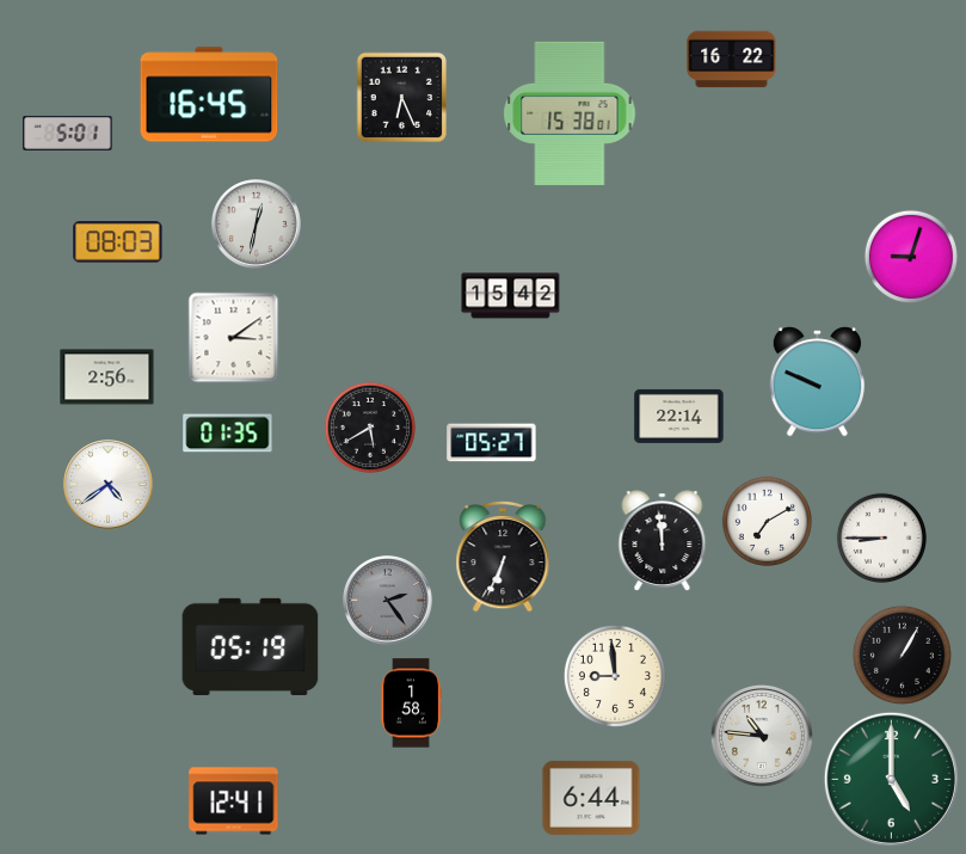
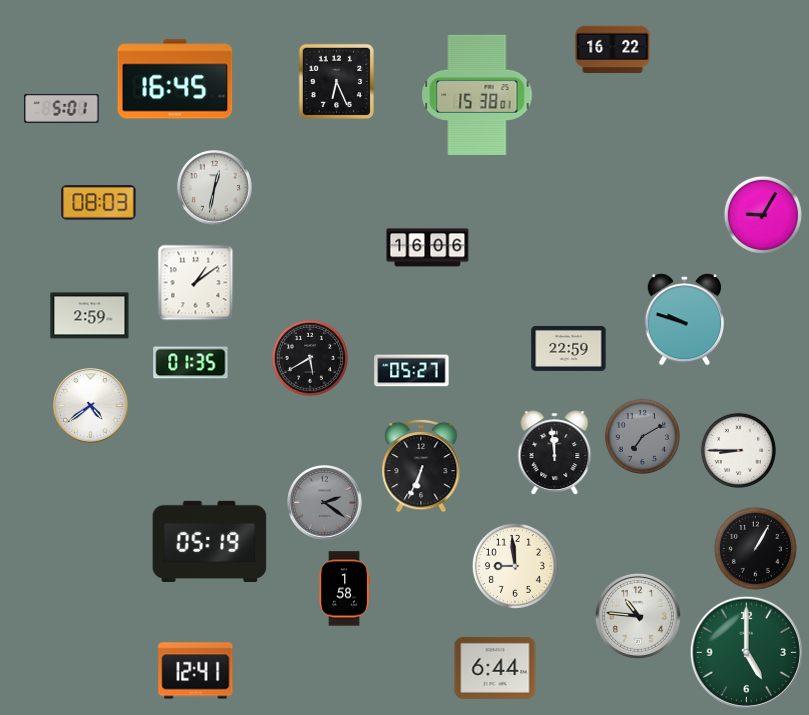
clock at (68, 133) position: (68, 133) -> (62, 108)
clock at (911, 257): 9:03 -> 9:05
clock at (511, 296): 15:42 -> 16:06
clock at (234, 338): 3:09 -> 1:09
clock at (107, 377): 2:56 -> 2:59
clock at (818, 382): 9:49 -> 9:48
clock at (679, 416): 22:14 -> 22:59
clock at (767, 521) dial: white -> grey
clock at (388, 601): 2:24 -> 2:21
